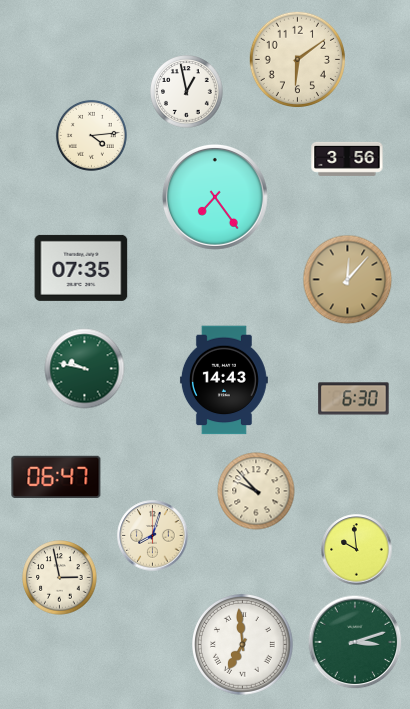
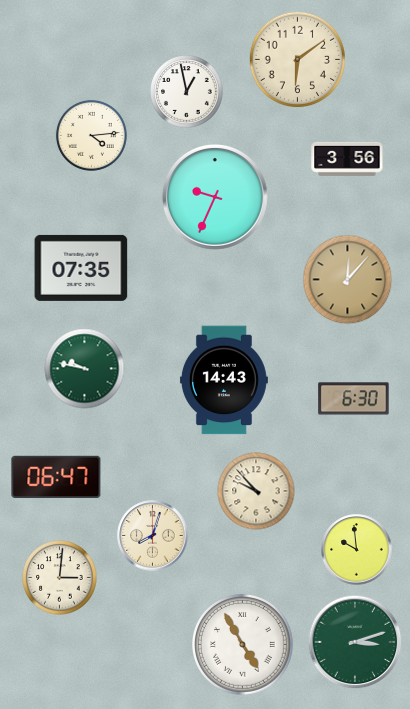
clock at (215, 197): 7:24 -> 9:34
clock at (60, 578): 2:58 -> 3:01
clock at (243, 645): 6:59 -> 4:55
